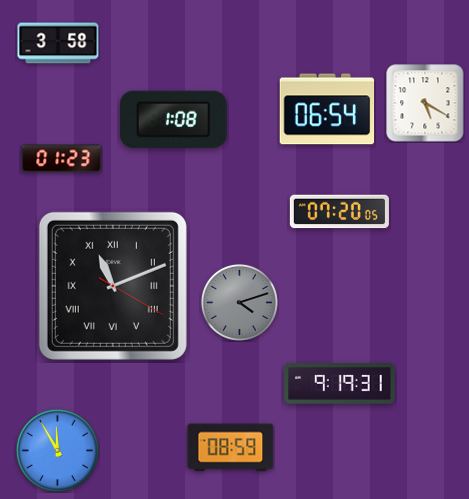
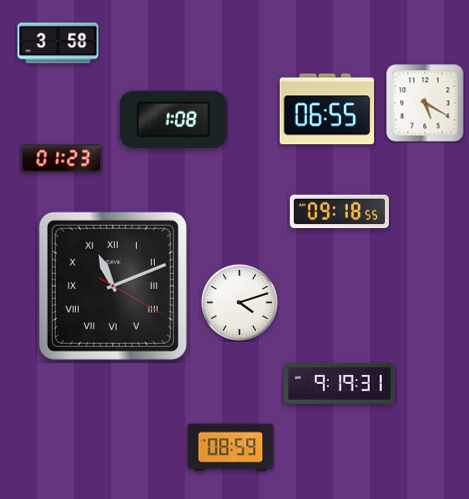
clock at (327, 109): 06:54 -> 06:55
clock at (339, 212): 07:20 -> 09:18
clock at (239, 302) dial: grey -> white
clock at (57, 450): 11:55 -> none
